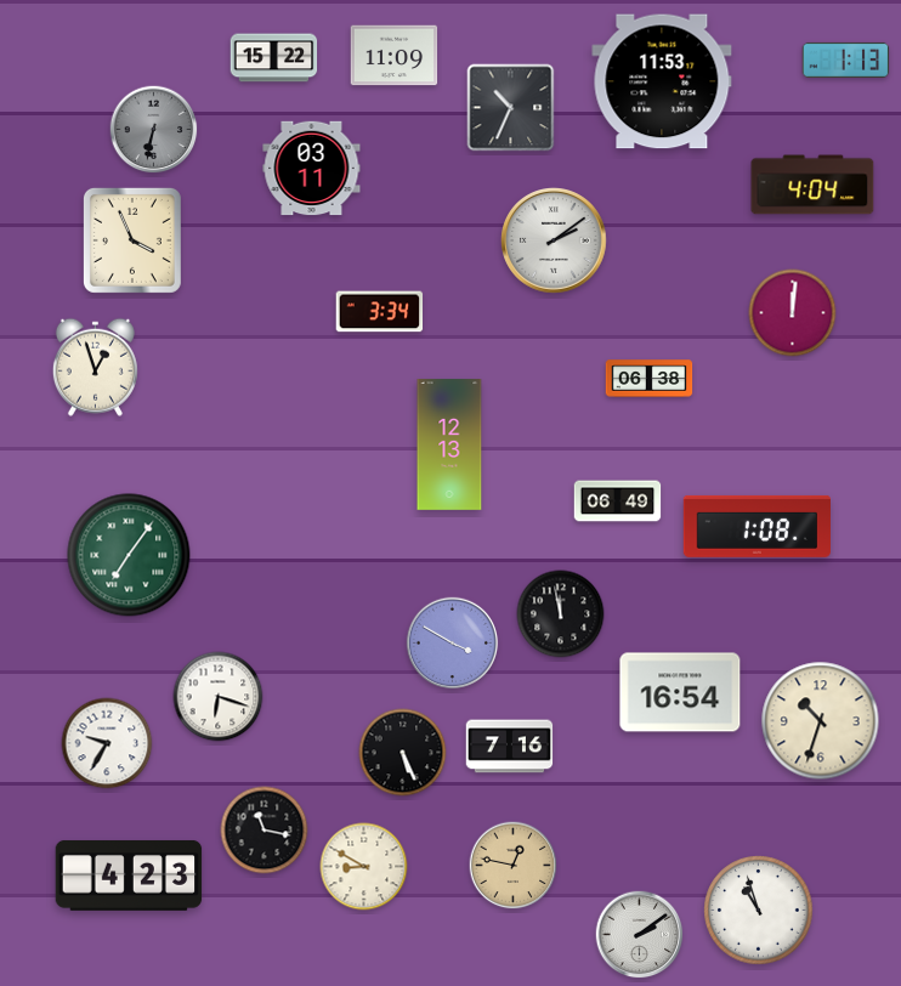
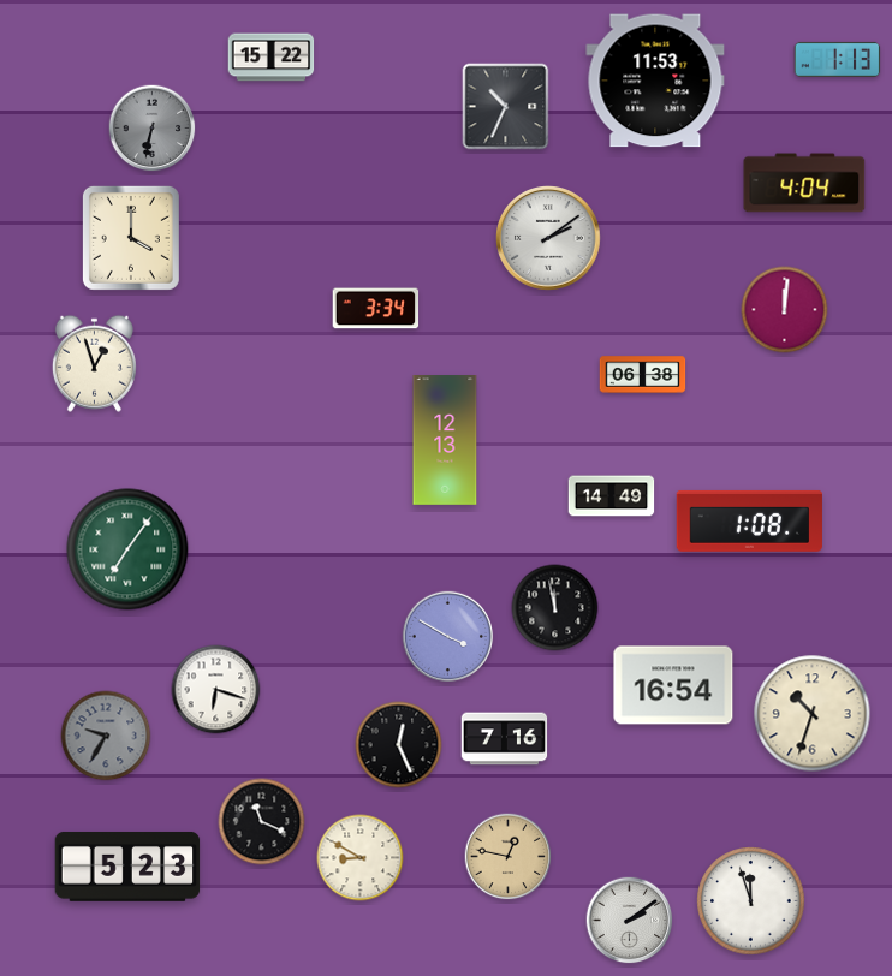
clock at (395, 56): 11:09 -> none
clock at (312, 169): 03:11 -> none
clock at (132, 240): 3:56 -> 4:00
clock at (618, 501): 06:49 -> 14:49
clock at (107, 743) dial: white -> grey
clock at (403, 753): 5:26 -> 12:26
clock at (265, 831): 11:17 -> 11:19
clock at (129, 875): 4:23 -> 5:23
clock at (759, 911): 10:57 -> 11:57
clock at (640, 935) position: (640, 935) -> (630, 921)
